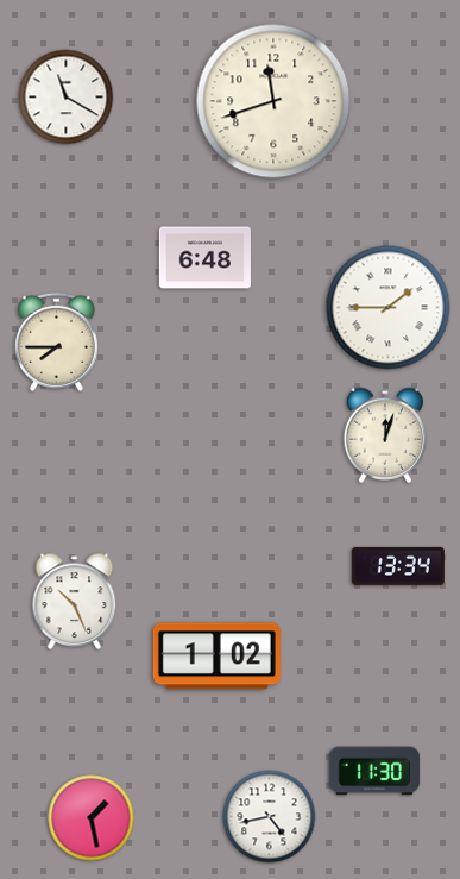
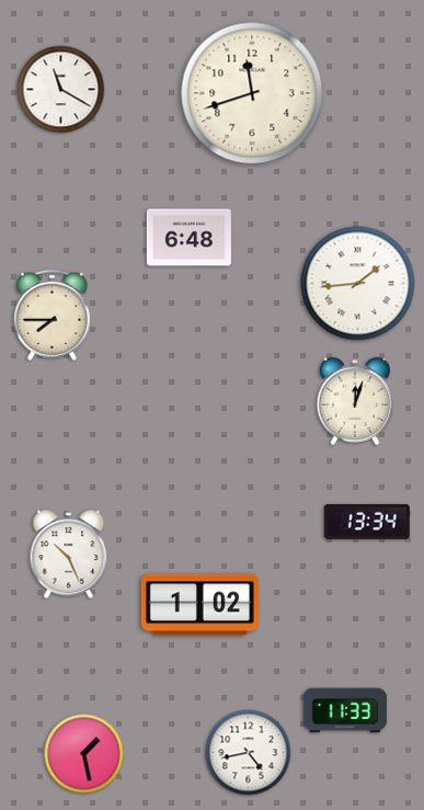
clock at (389, 308): 1:45 -> 1:44
clock at (374, 771): 11:30 -> 11:33
